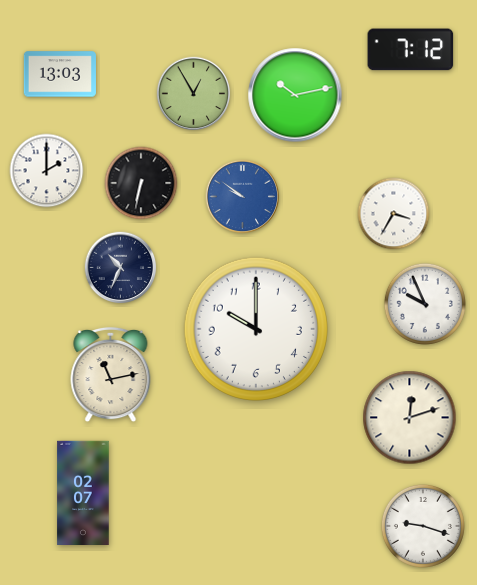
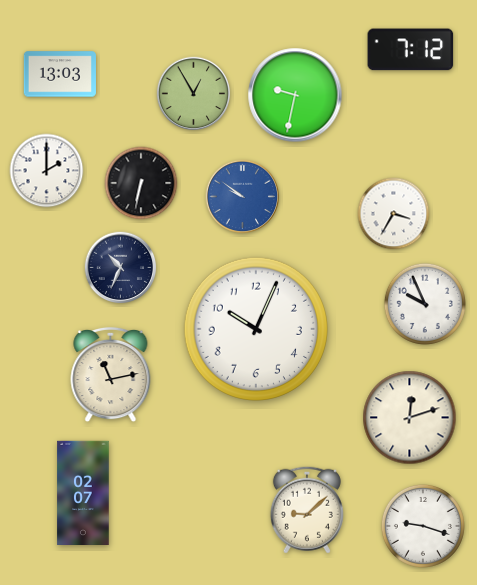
clock at (295, 95): 10:13 -> 9:32
clock at (255, 328): 10:00 -> 10:04
clock at (307, 510): none -> 9:08
